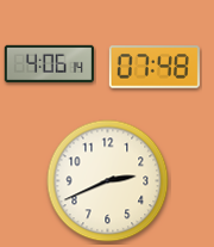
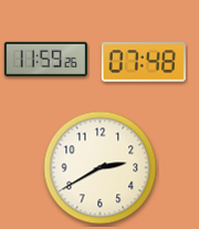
clock at (49, 63): 4:06 -> 11:59
clock at (108, 181): 2:41 -> 2:40
